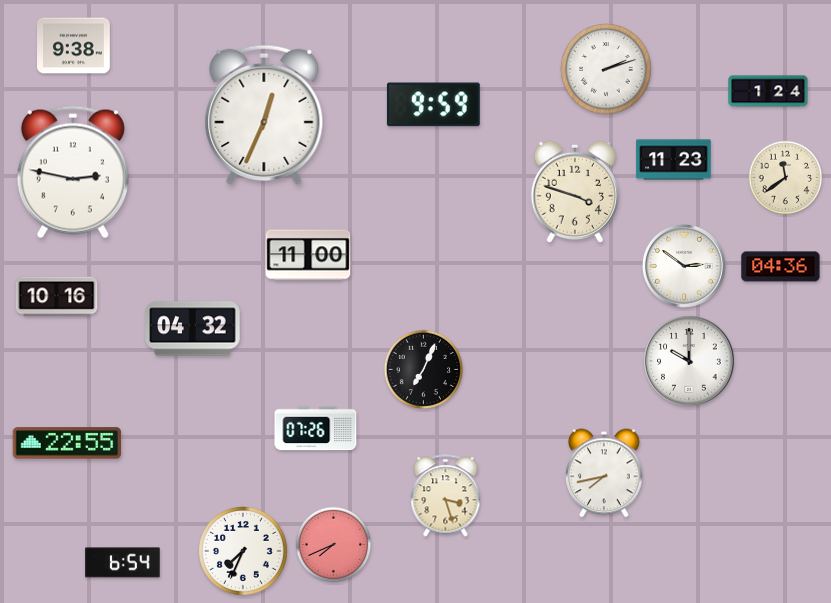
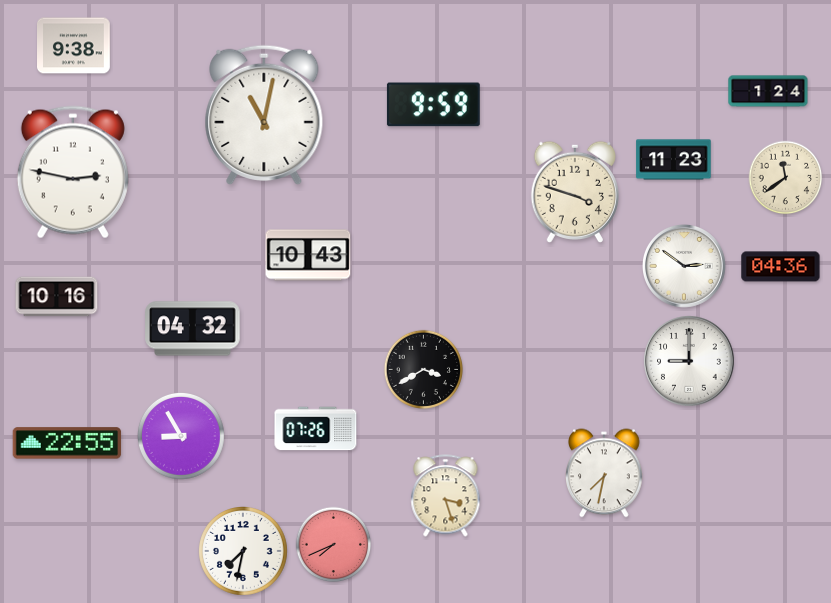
clock at (606, 69): 2:12 -> none
clock at (264, 114): 12:34 -> 11:02
clock at (308, 255): 11:00 -> 10:43
clock at (689, 361): 10:00 -> 9:00
clock at (423, 369): 7:04 -> 3:40
clock at (182, 437): none -> 8:55
clock at (604, 473): 7:43 -> 7:32
clock at (243, 551): 7:34 -> 7:32
clock at (123, 563): 6:54 -> none
